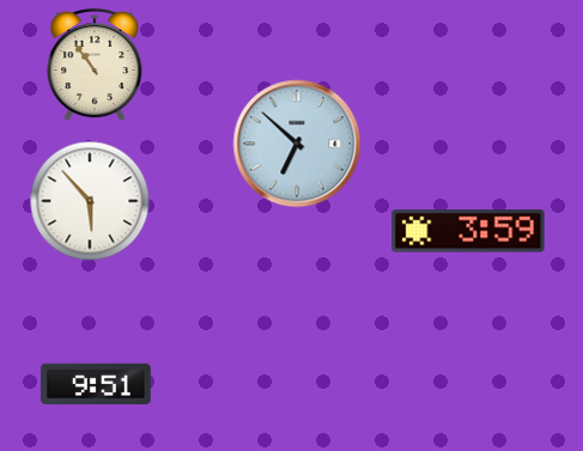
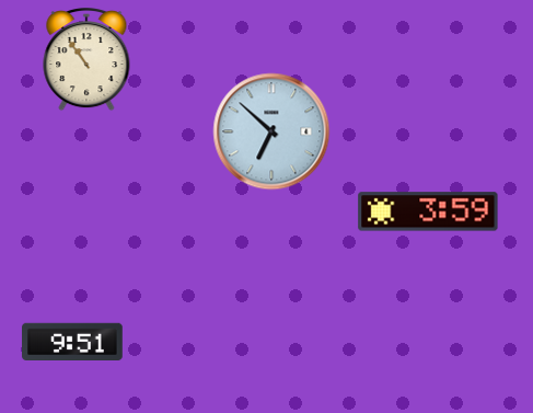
clock at (90, 201): 5:53 -> none
clock at (97, 384) position: (97, 384) -> (73, 342)
